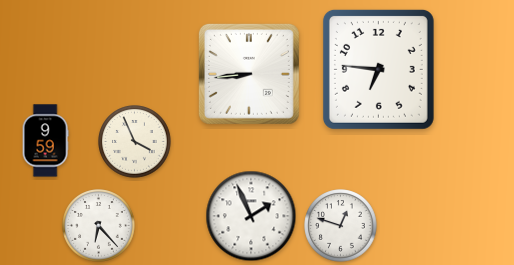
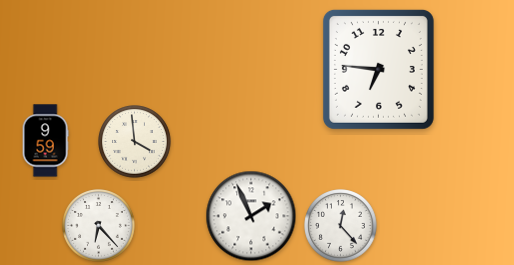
clock at (249, 74): 8:44 -> none
clock at (135, 142): 3:56 -> 3:59
clock at (341, 226): 12:48 -> 12:23
